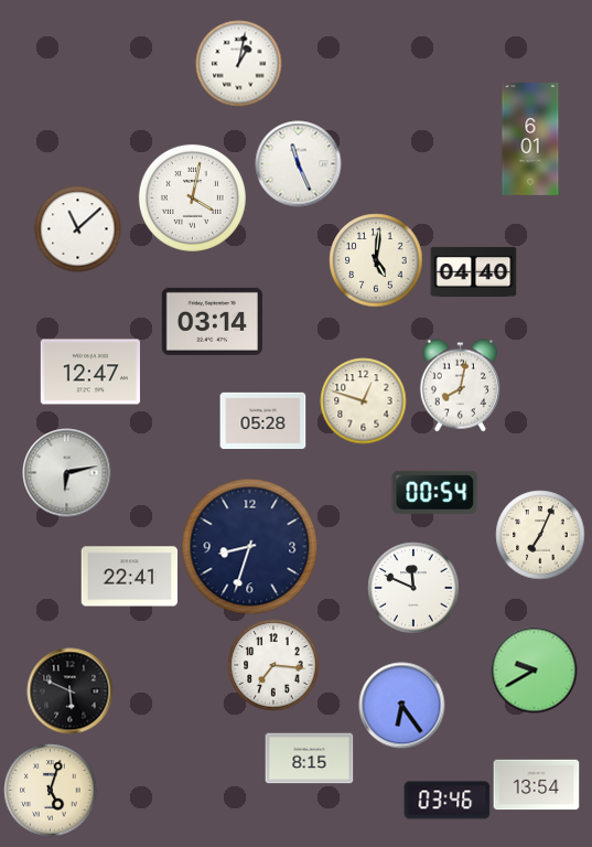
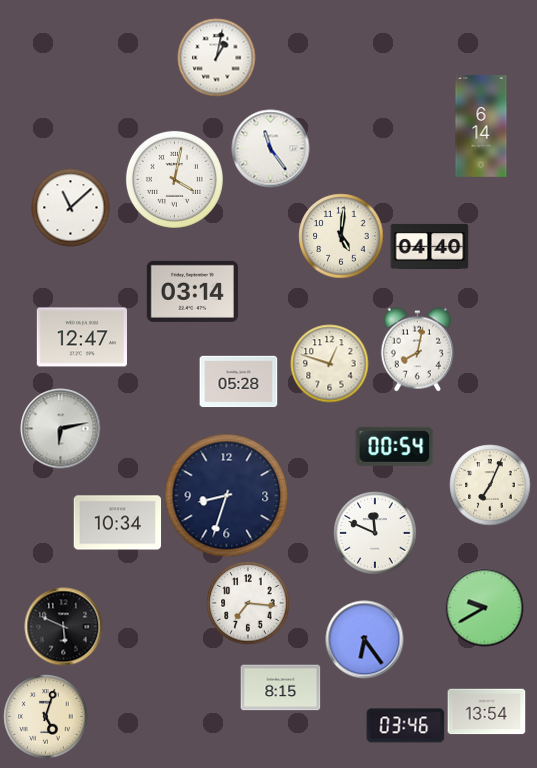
clock at (530, 140): 6:01 -> 6:14
clock at (298, 163): 11:26 -> 11:24
clock at (129, 577): 22:41 -> 10:34
